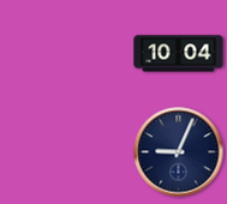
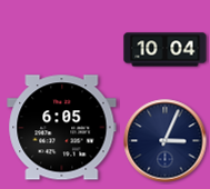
clock at (62, 128): none -> 6:05
clock at (179, 152): 9:04 -> 3:04
